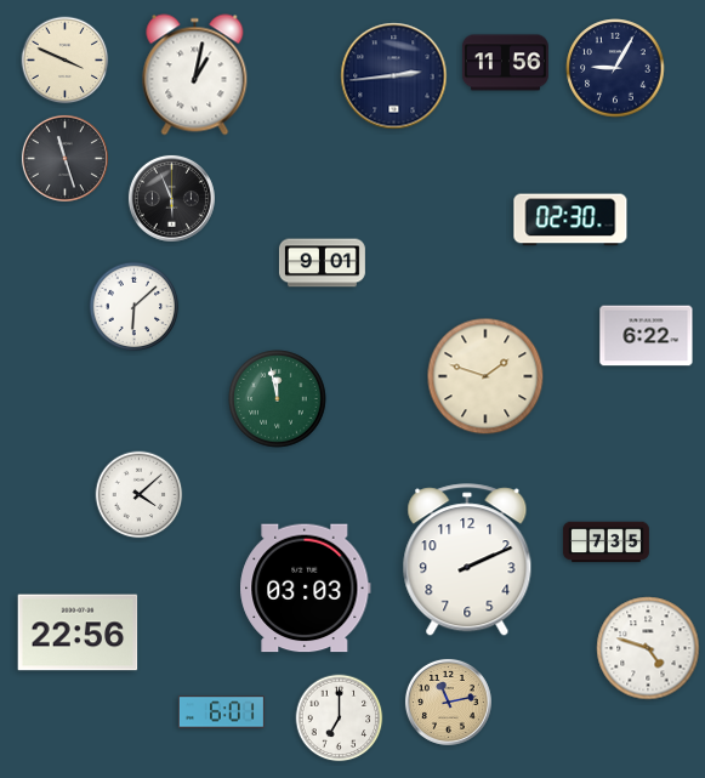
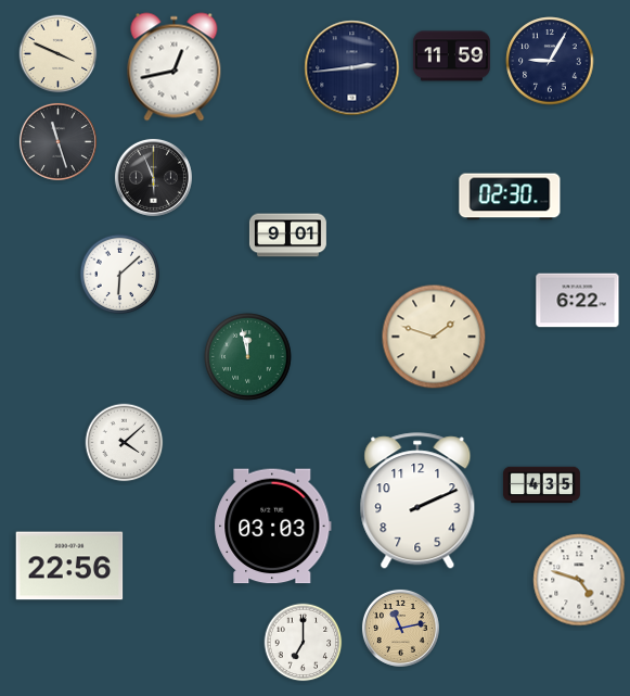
clock at (505, 63): 11:56 -> 11:59
clock at (195, 75): 1:02 -> 12:43
clock at (605, 543): 7:35 -> 4:35
clock at (221, 712): 6:01 -> none
